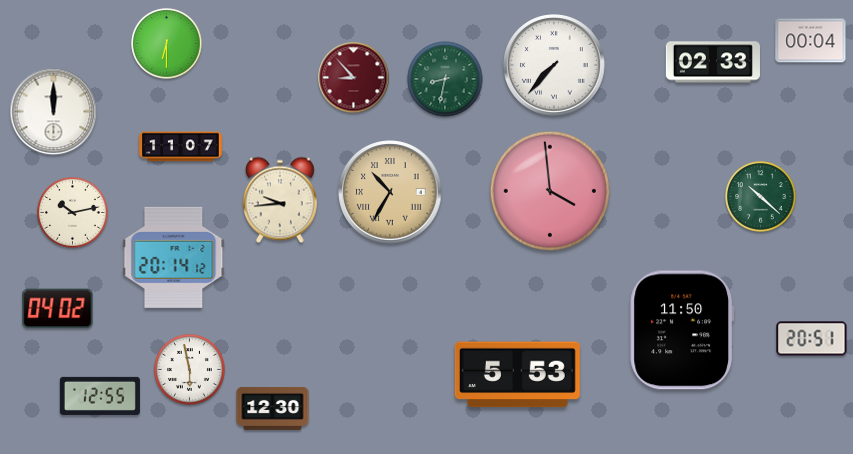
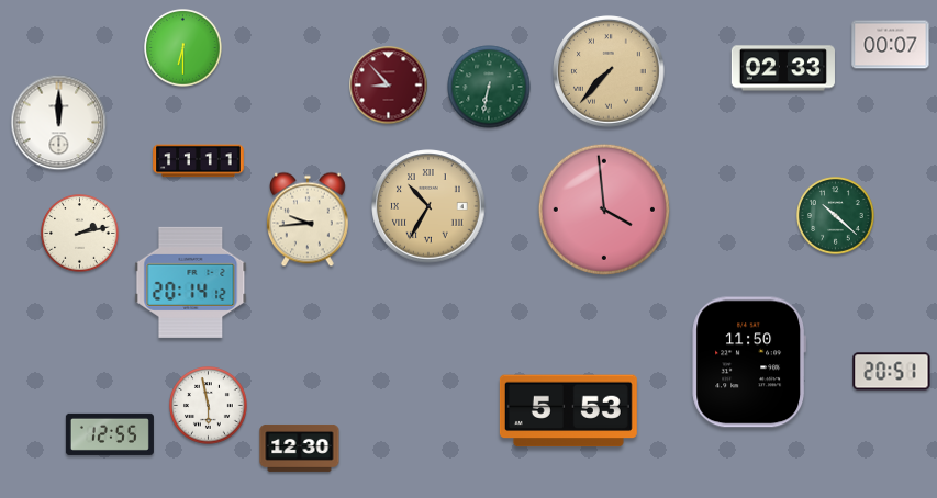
clock at (811, 41): 00:04 -> 00:07
clock at (554, 65) dial: white -> champagne
clock at (445, 79): 8:32 -> 6:32
clock at (181, 147): 11:07 -> 11:11
clock at (390, 192) position: (390, 192) -> (428, 206)
clock at (73, 213): 10:13 -> 2:13
clock at (58, 309): 04:02 -> none
